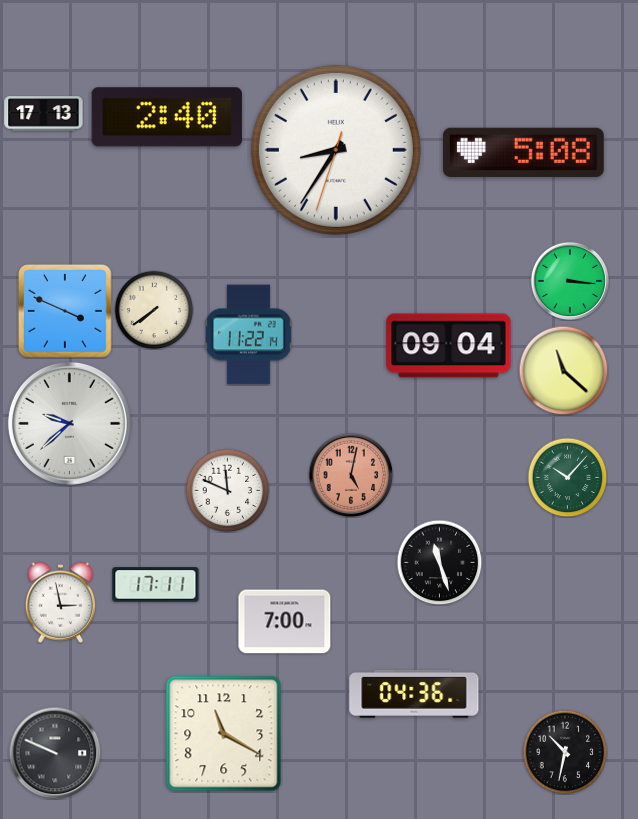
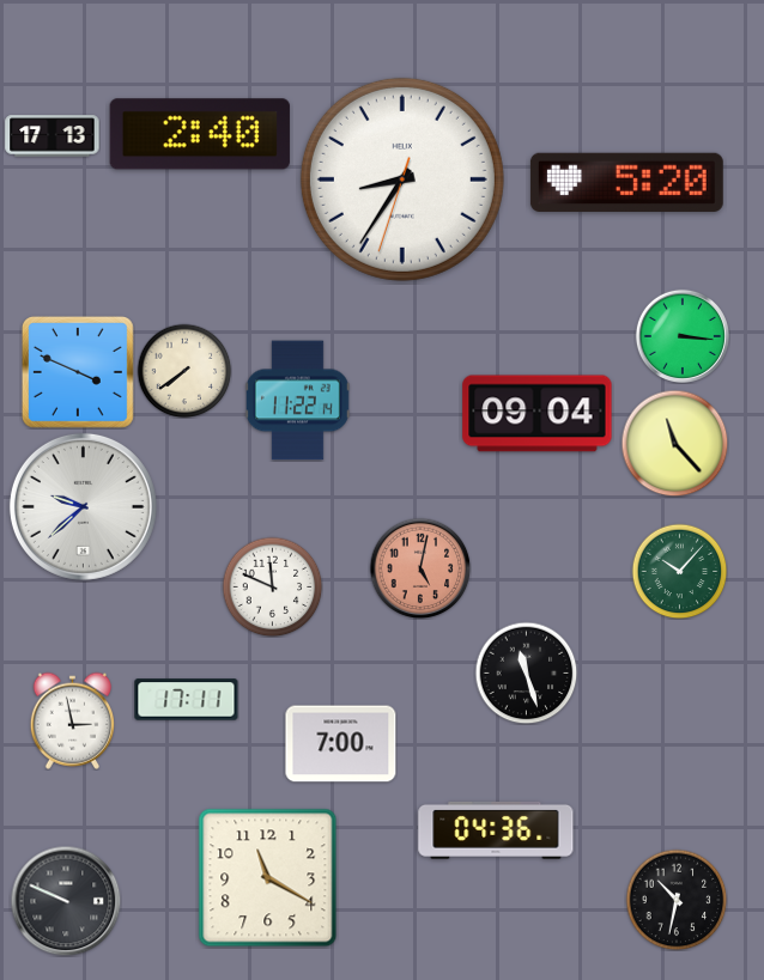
clock at (167, 117) position: (167, 117) -> (200, 134)
clock at (523, 152): 5:08 -> 5:20
clock at (563, 370): 11:22 -> 11:23
